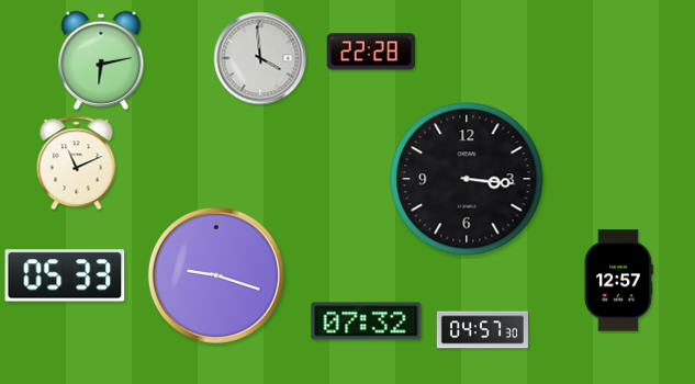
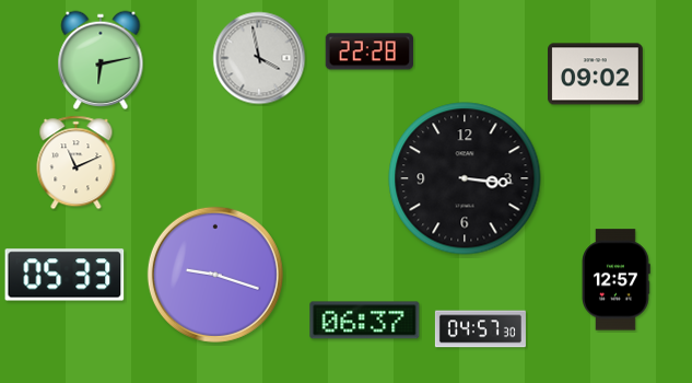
clock at (260, 58): 3:59 -> 3:58
clock at (596, 74): none -> 09:02
clock at (367, 321): 07:32 -> 06:37
